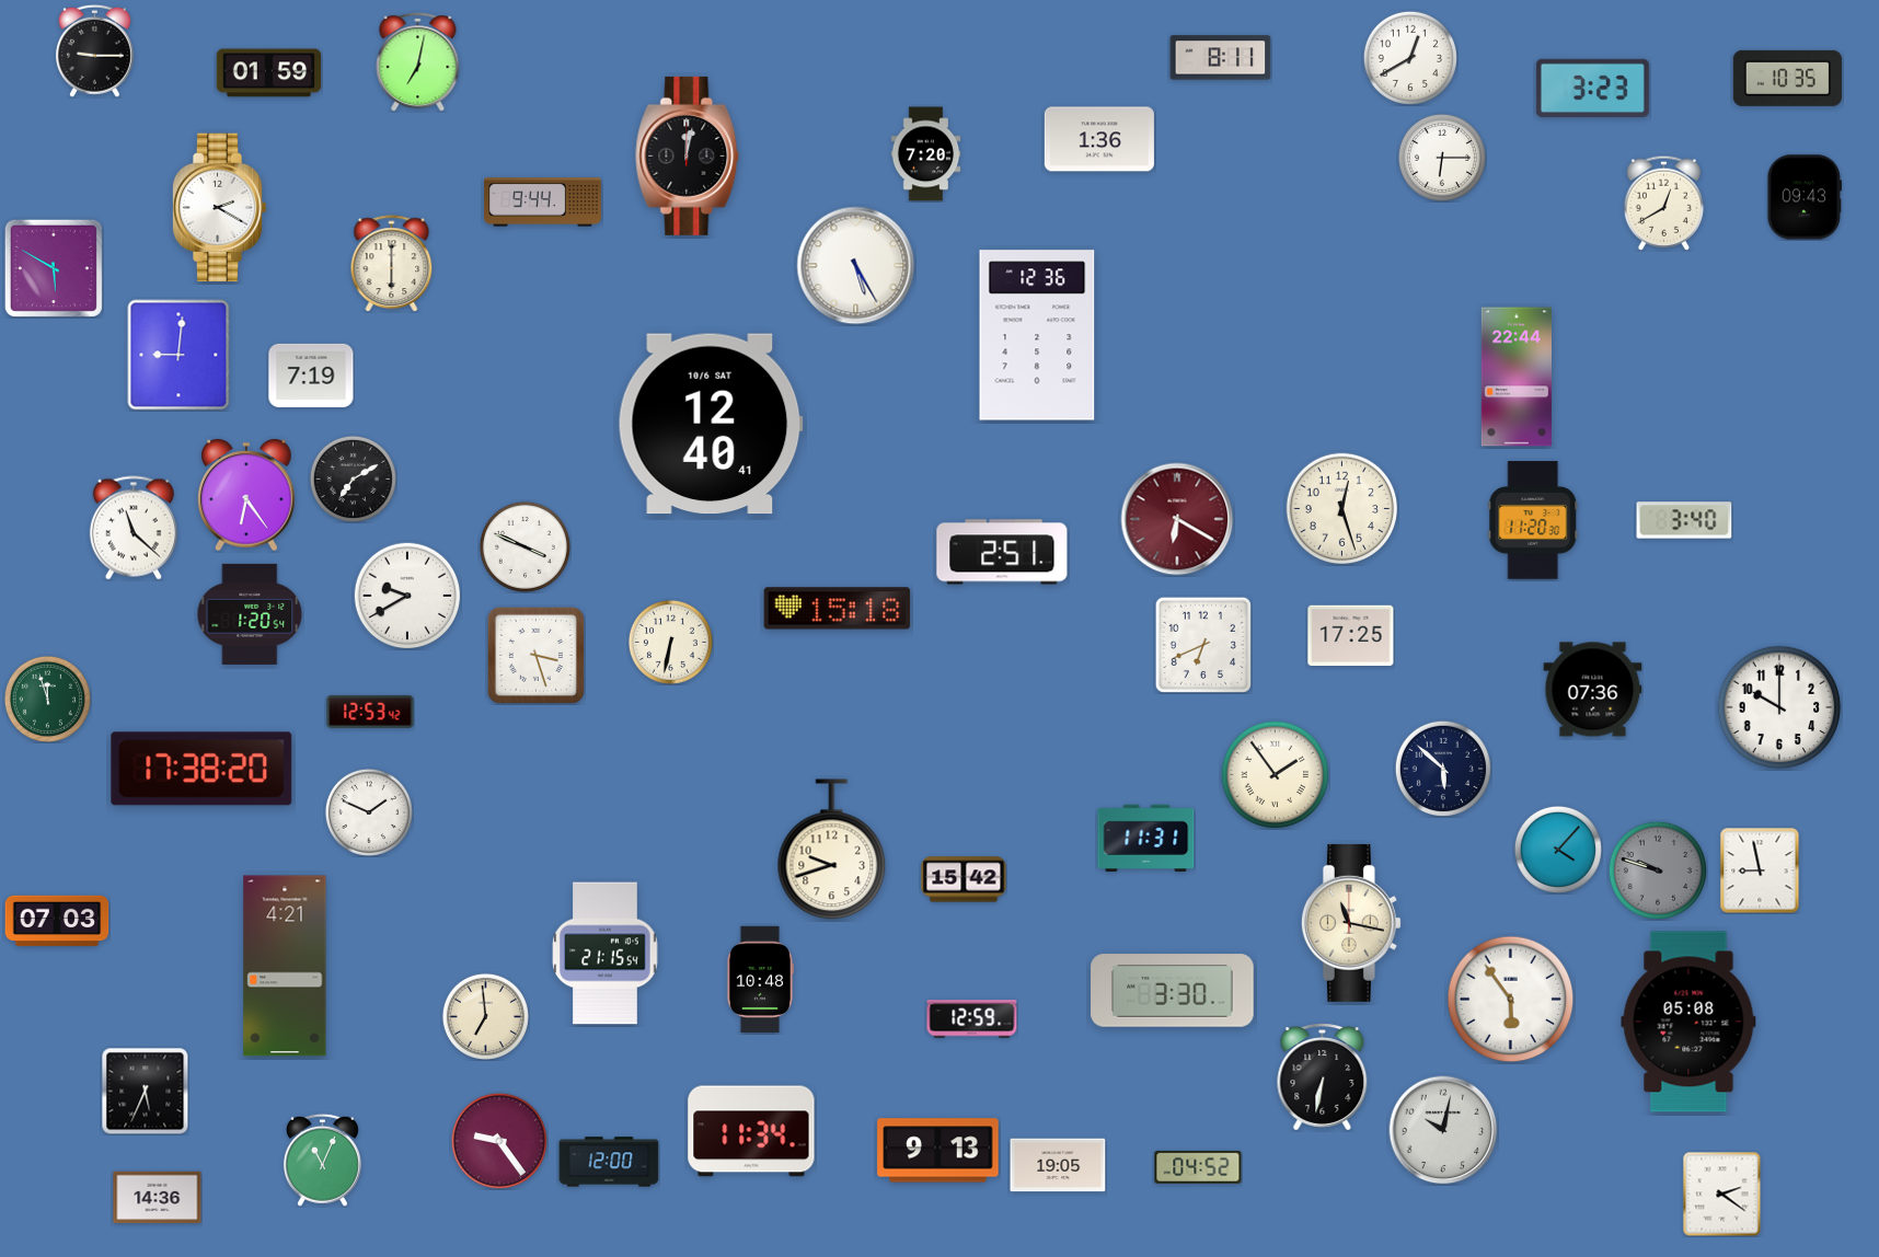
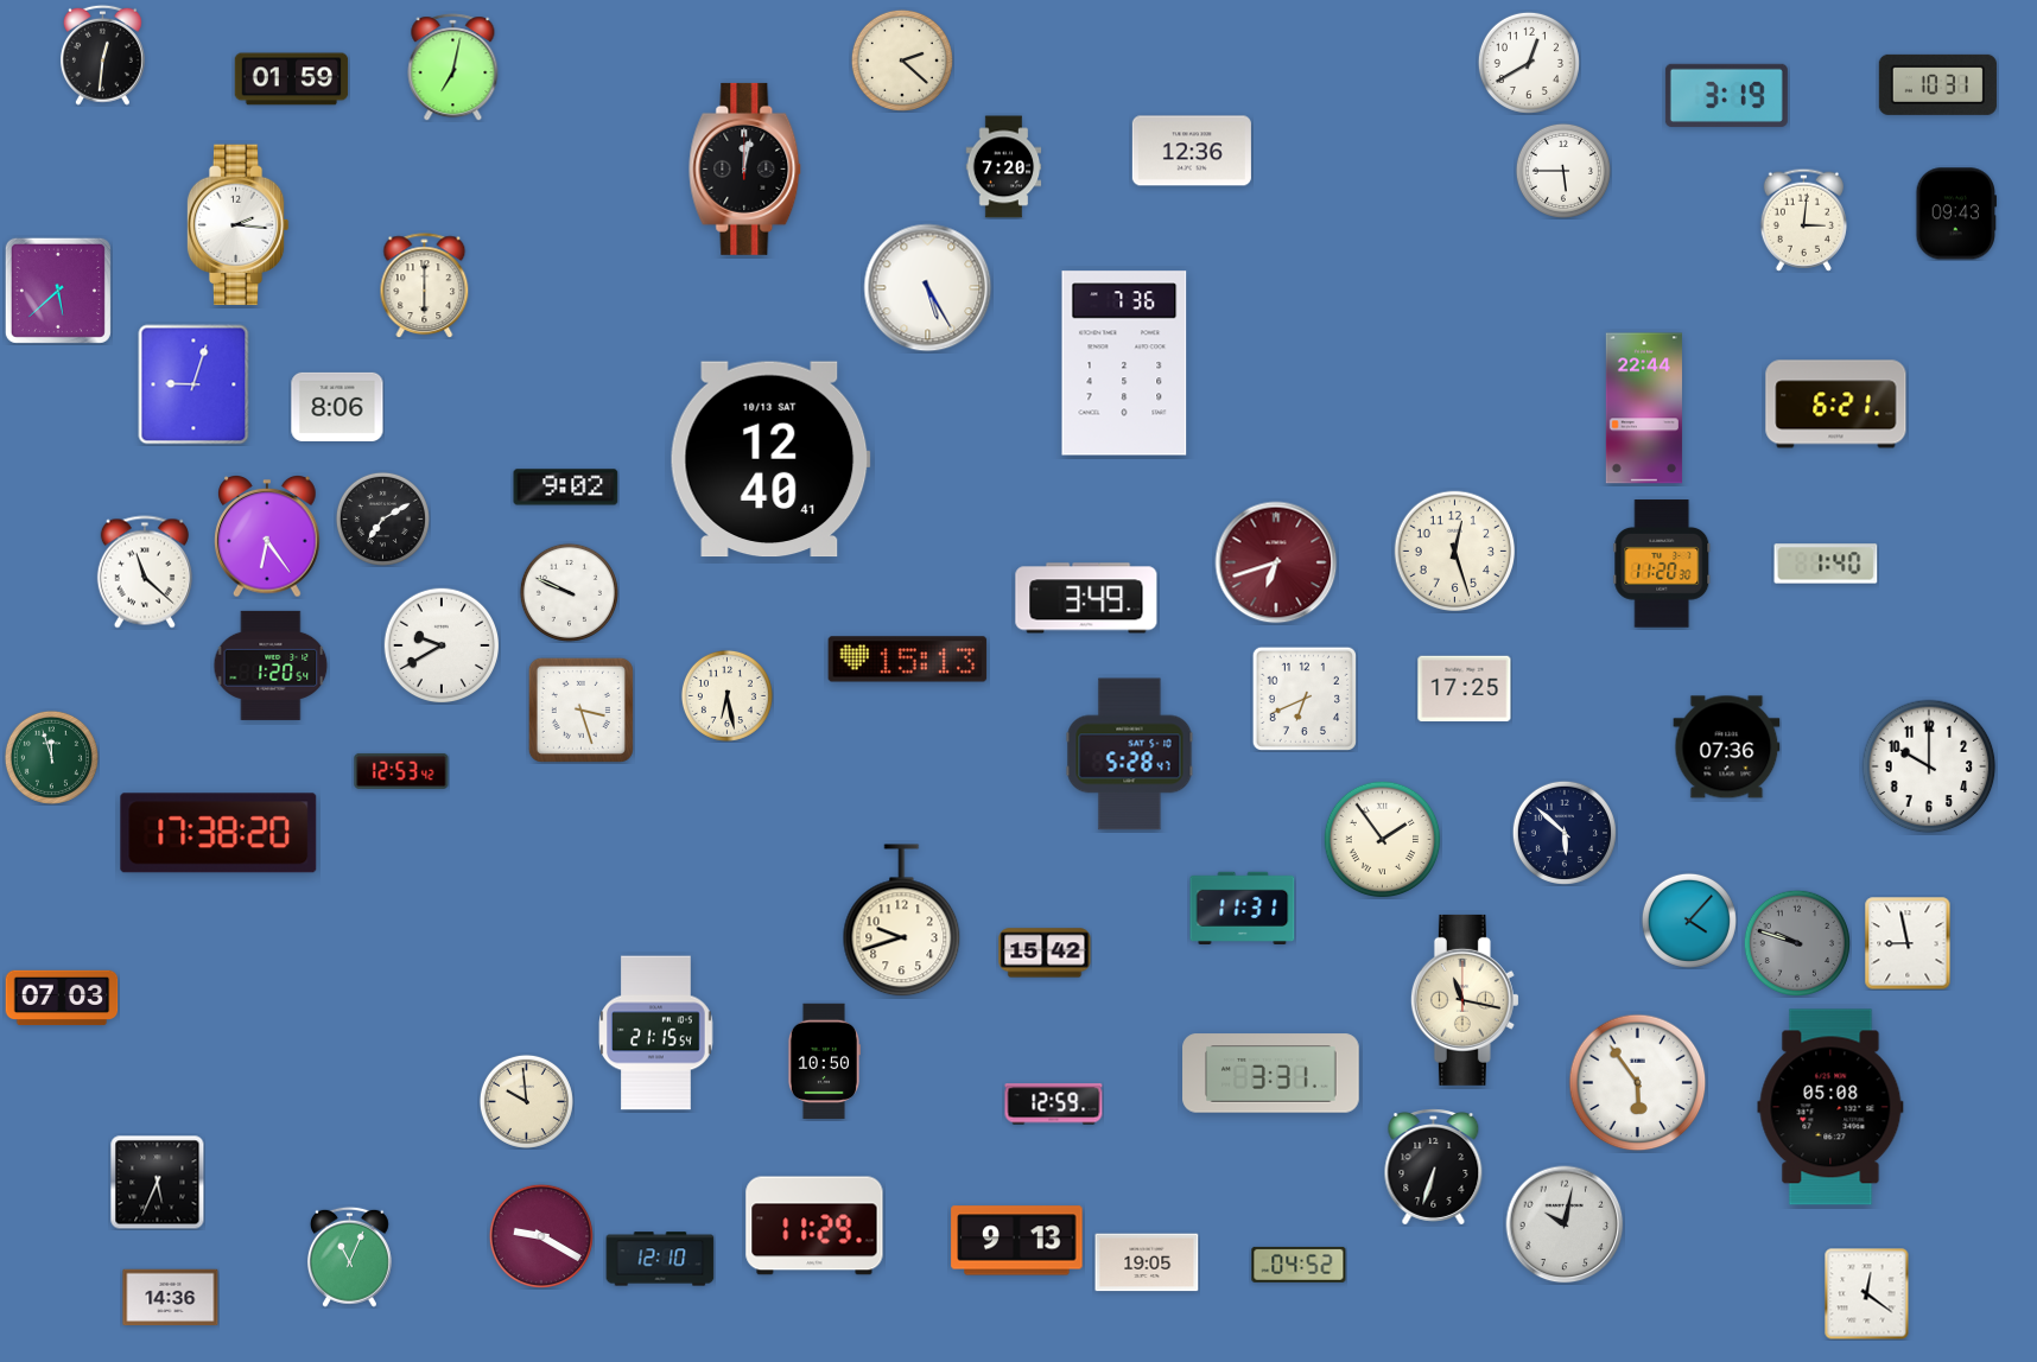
clock at (94, 50): 9:15 -> 12:31
clock at (902, 61): none -> 2:22
clock at (1221, 58): 8:11 -> none
clock at (1787, 78): 10:35 -> 10:31
clock at (1592, 88): 3:23 -> 3:19
clock at (1099, 139): 1:36 -> 12:36
clock at (1442, 158): 6:15 -> 5:45
clock at (543, 203): 9:44 -> none
clock at (1663, 203): 12:40 -> 3:01
clock at (219, 208): 2:20 -> 2:16
clock at (54, 268): 5:50 -> 5:38
clock at (1037, 335): 12:36 -> 7:36
clock at (178, 355): 9:01 -> 9:03
clock at (1836, 405): none -> 6:21
clock at (311, 376): 7:19 -> 8:06
clock at (711, 424) date: 10/6 SAT -> 10/13 SAT
clock at (566, 488): none -> 9:02
clock at (1177, 519): 6:20 -> 6:42
clock at (1684, 520): 3:40 -> 1:40
clock at (524, 546): 3:49 -> 9:49
clock at (1002, 552): 2:51 -> 3:49
clock at (838, 609): 15:18 -> 15:13
clock at (670, 642): 6:32 -> 6:28
clock at (1130, 755): none -> 5:28
clock at (369, 812): 1:49 -> none
clock at (285, 966): 4:21 -> none
clock at (759, 980): 10:48 -> 10:50
clock at (1173, 991): 3:30 -> 3:31
clock at (485, 1016): 6:59 -> 9:59
clock at (1323, 1077): 6:32 -> 6:33
clock at (751, 1131): 11:34 -> 11:29
clock at (499, 1141): 9:24 -> 9:20
clock at (938, 1151) position: (938, 1151) -> (1017, 1241)
clock at (609, 1162): 12:00 -> 12:10
clock at (1722, 1193): 2:21 -> 12:21
